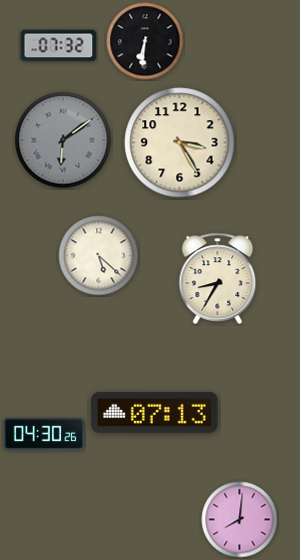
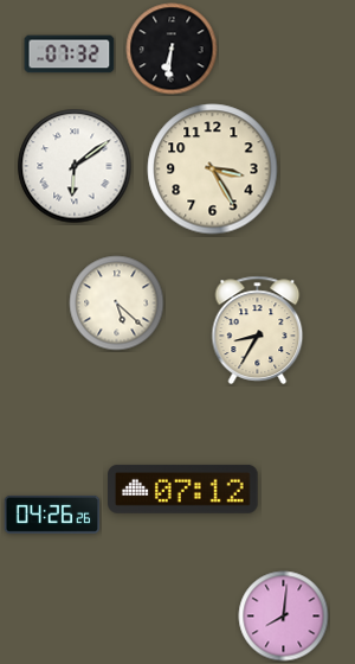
clock at (63, 140) dial: grey -> white
clock at (155, 412): 07:13 -> 07:12
clock at (44, 434): 04:30 -> 04:26
